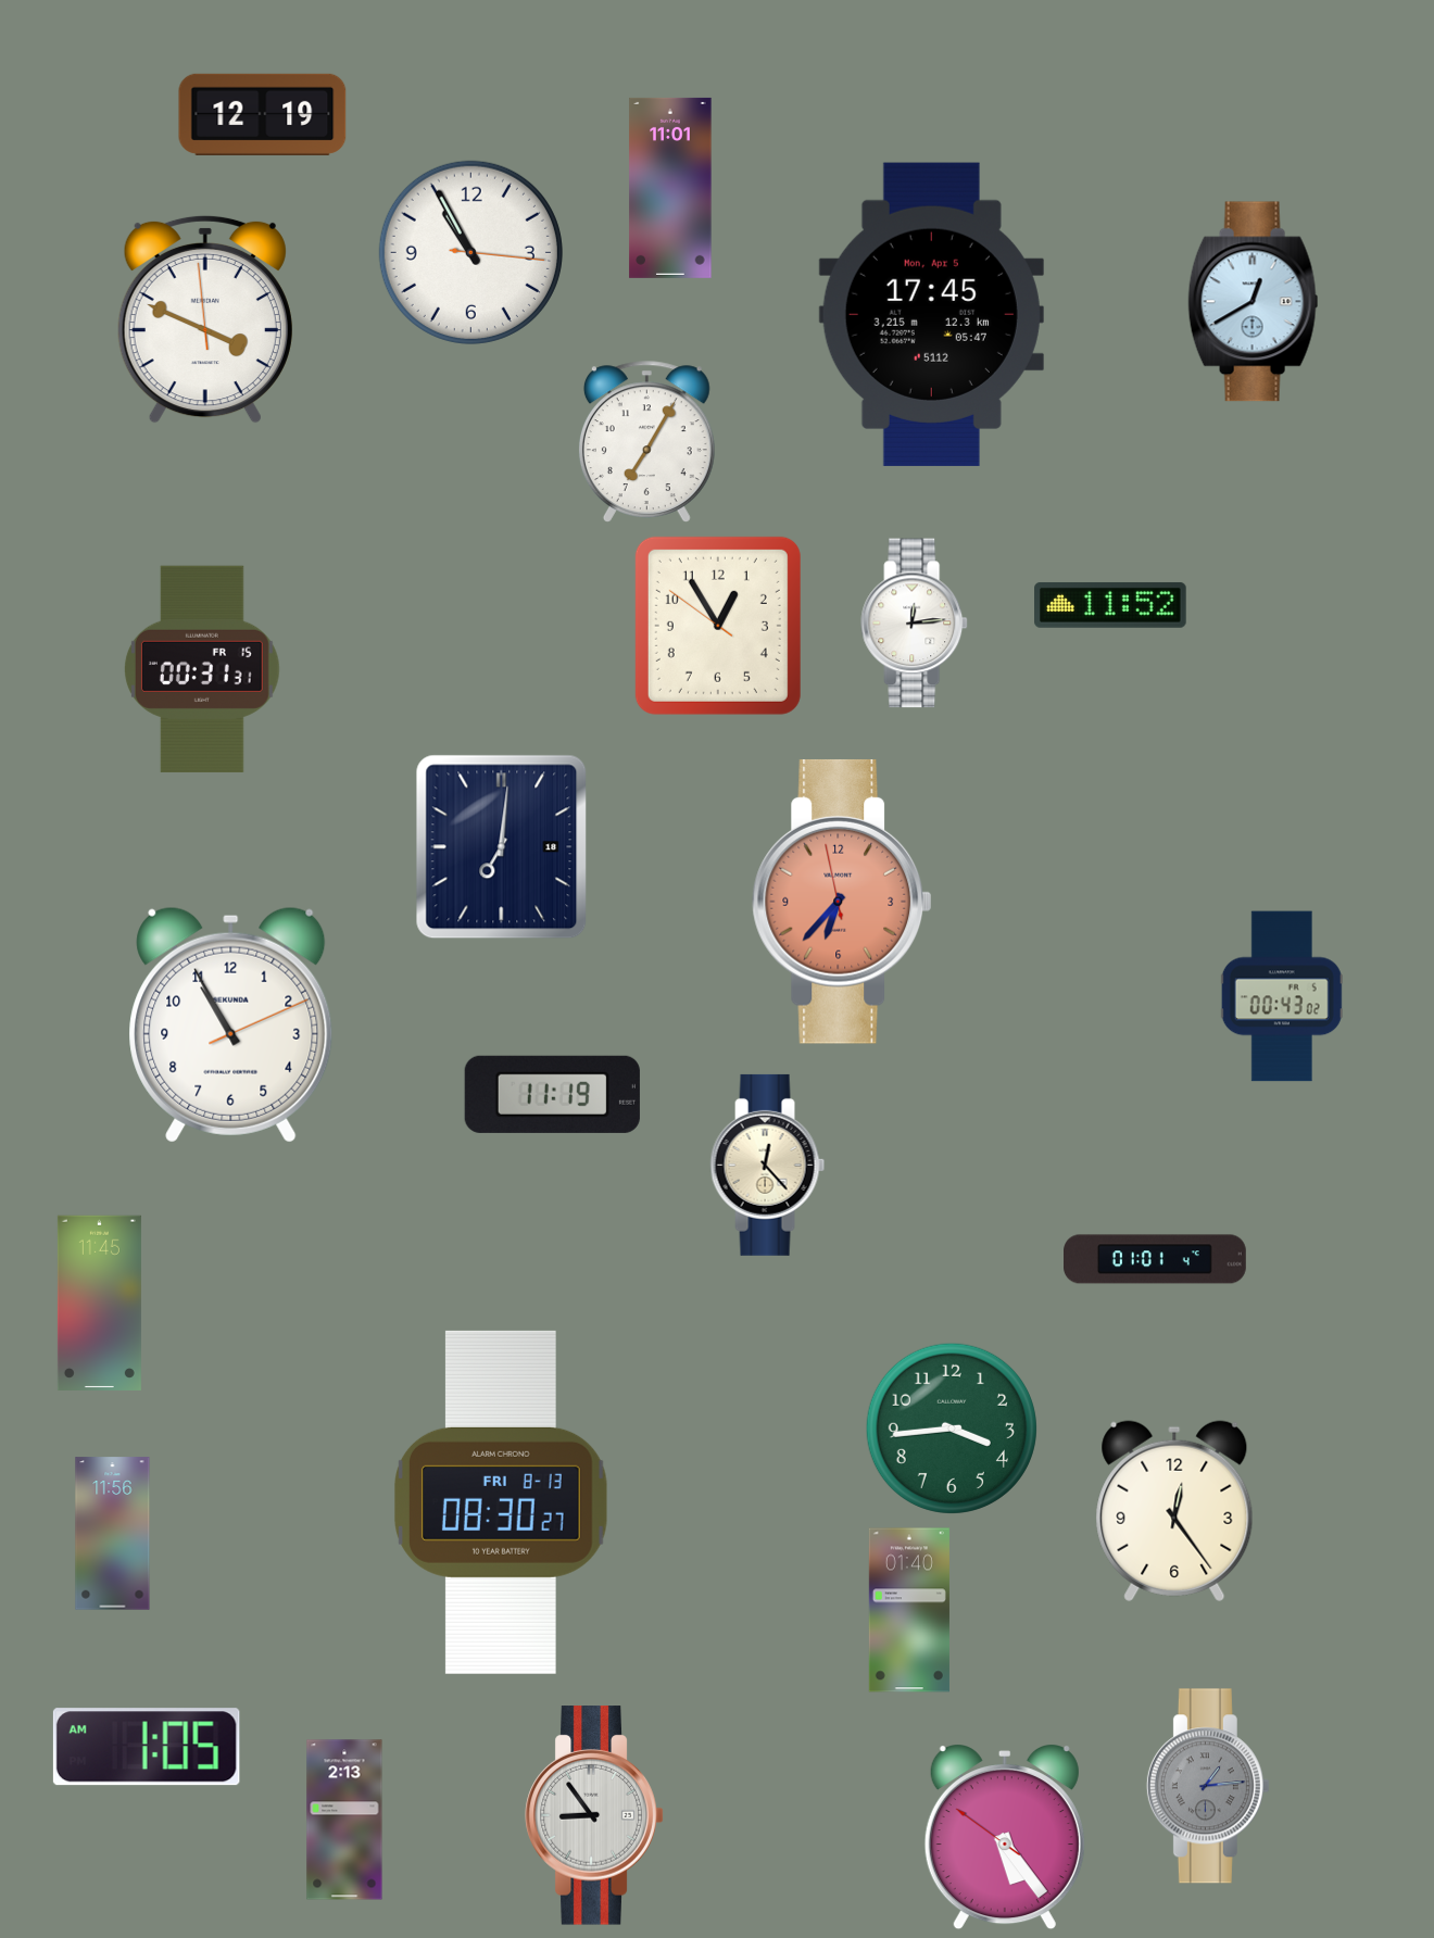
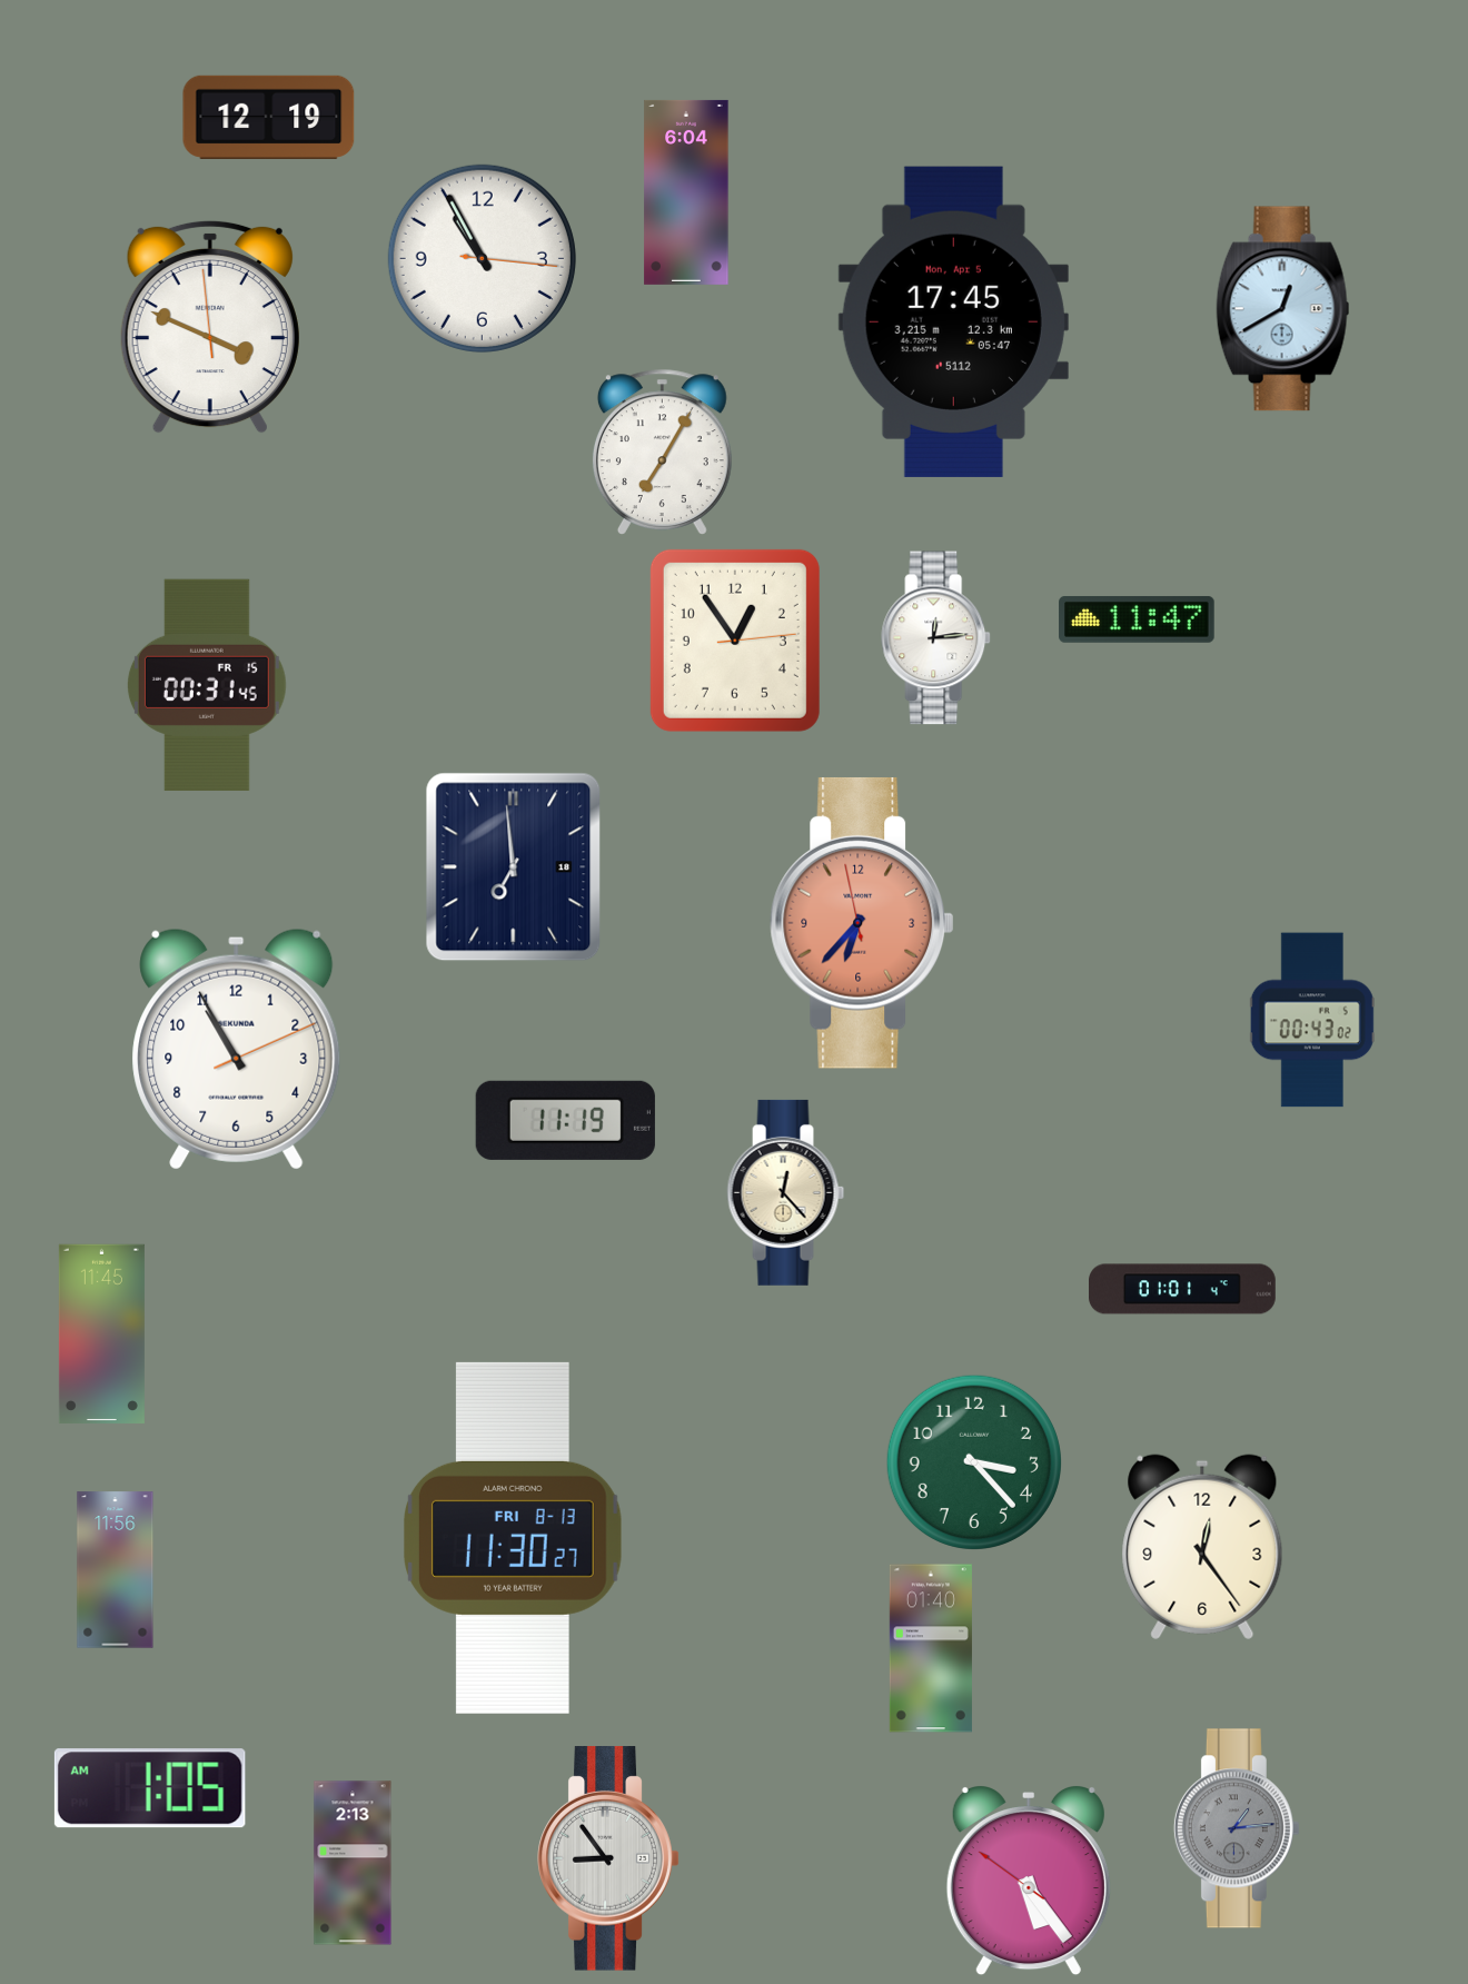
clock at (670, 188): 11:01 -> 6:04
clock at (1110, 605): 11:52 -> 11:47
clock at (718, 626): 12:54:51 -> 12:54:14
clock at (202, 669): 00:31:31 -> 00:31:45
clock at (502, 847): 7:01 -> 6:59
clock at (952, 1429): 3:44 -> 3:23
clock at (502, 1502): 08:30 -> 11:30
